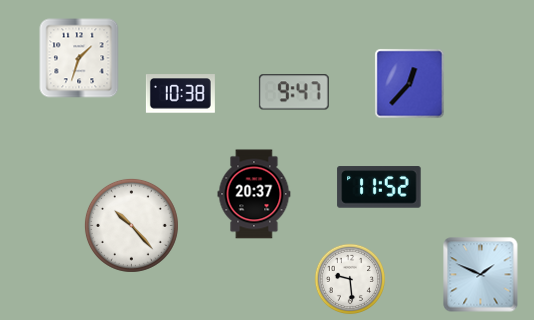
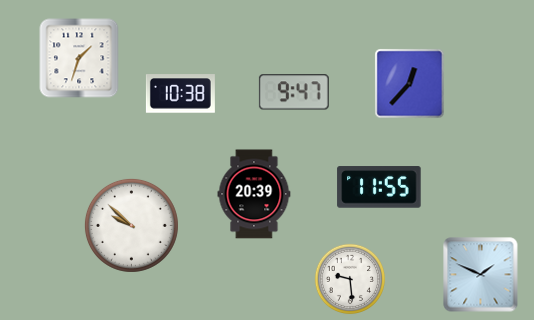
clock at (379, 187): 11:52 -> 11:55
clock at (254, 194): 20:37 -> 20:39
clock at (131, 225): 10:23 -> 9:52
